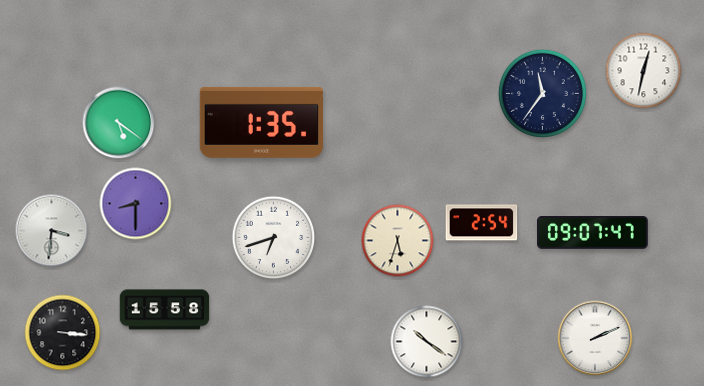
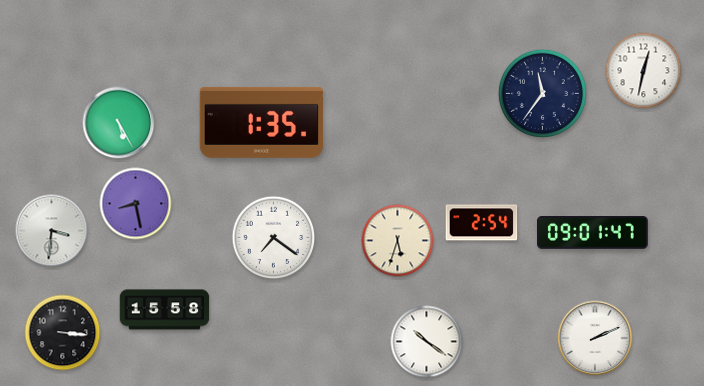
clock at (119, 123): 5:21 -> 5:25
clock at (136, 204): 8:30 -> 8:28
clock at (593, 233): 09:07 -> 09:01
clock at (274, 238): 6:42 -> 7:21
